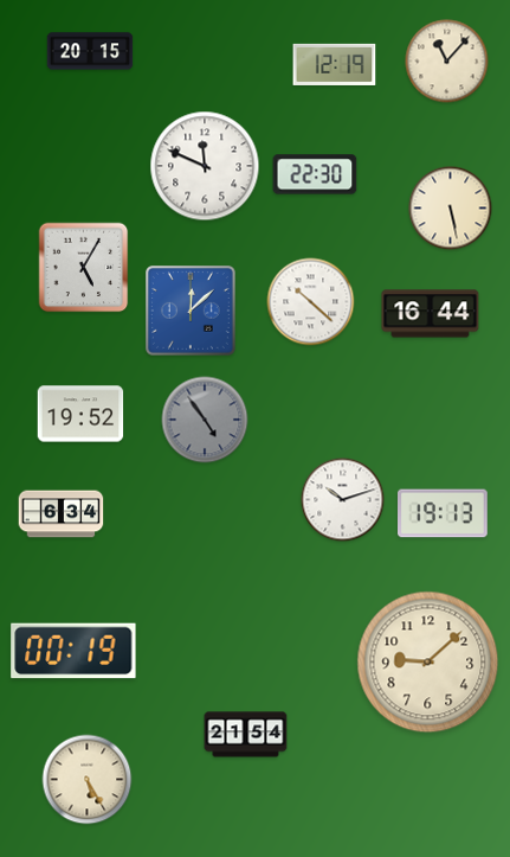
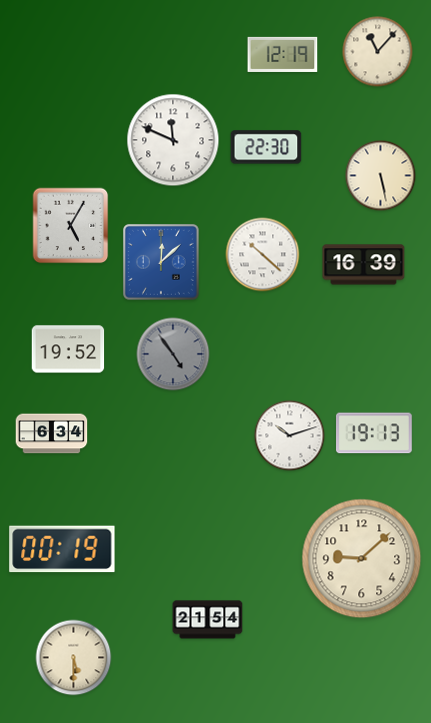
clock at (90, 51): 20:15 -> none
clock at (431, 314): 16:44 -> 16:39
clock at (343, 500) position: (343, 500) -> (290, 436)
clock at (88, 780): 5:25 -> 5:30
